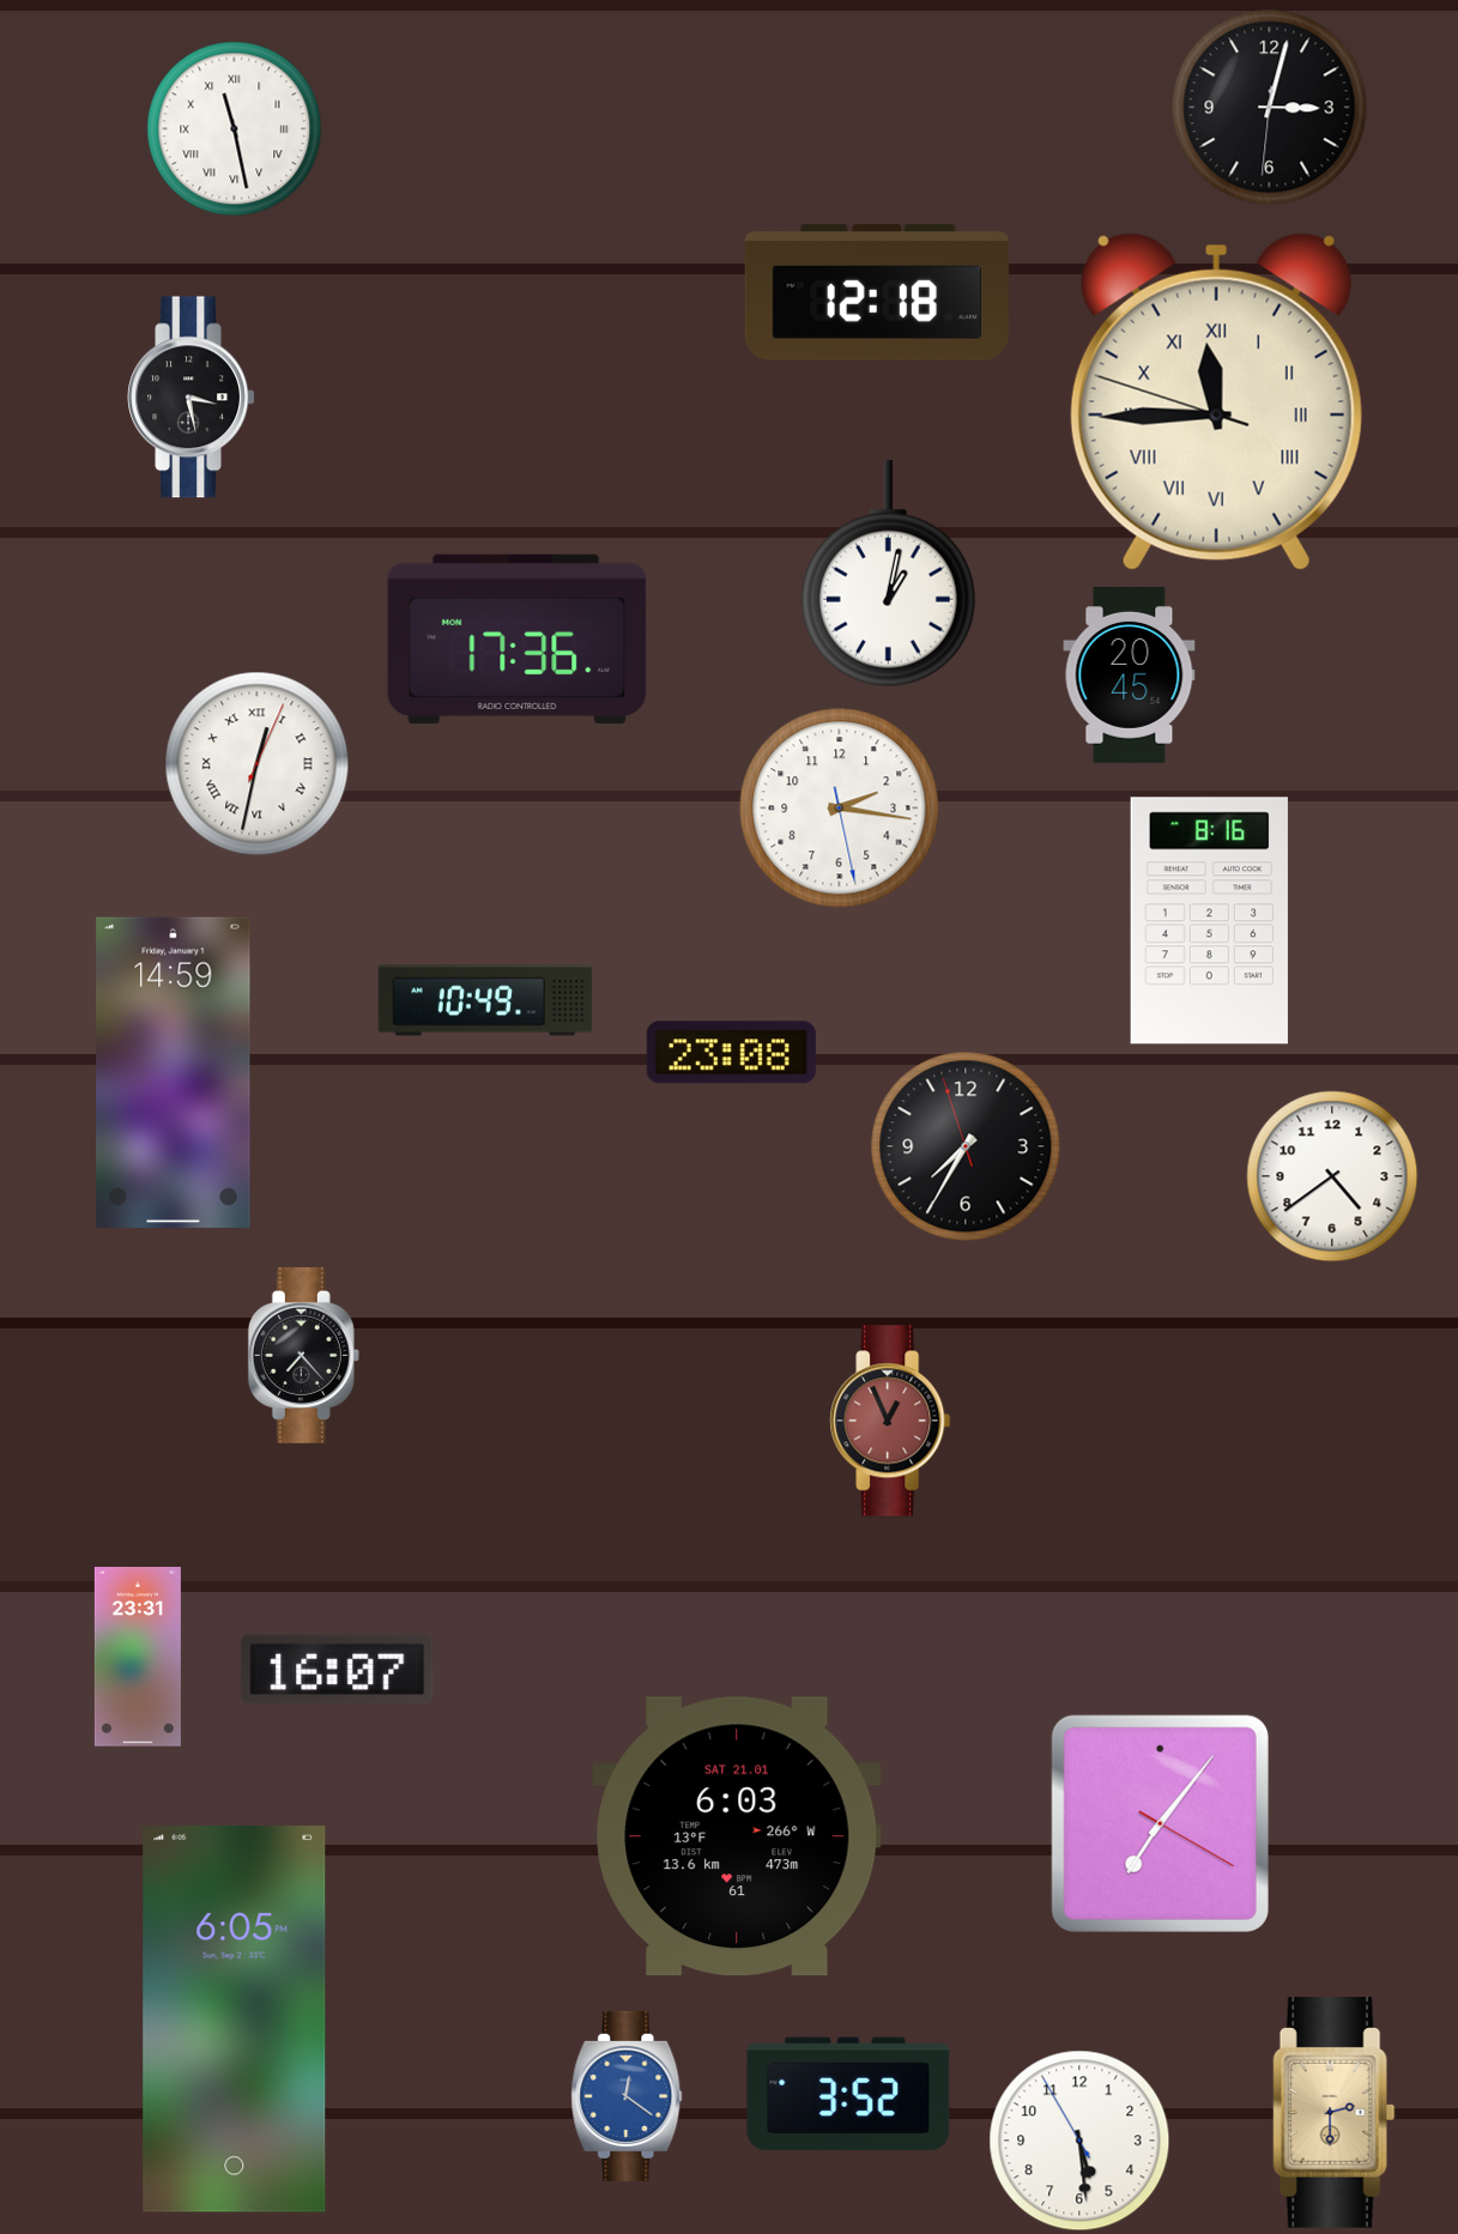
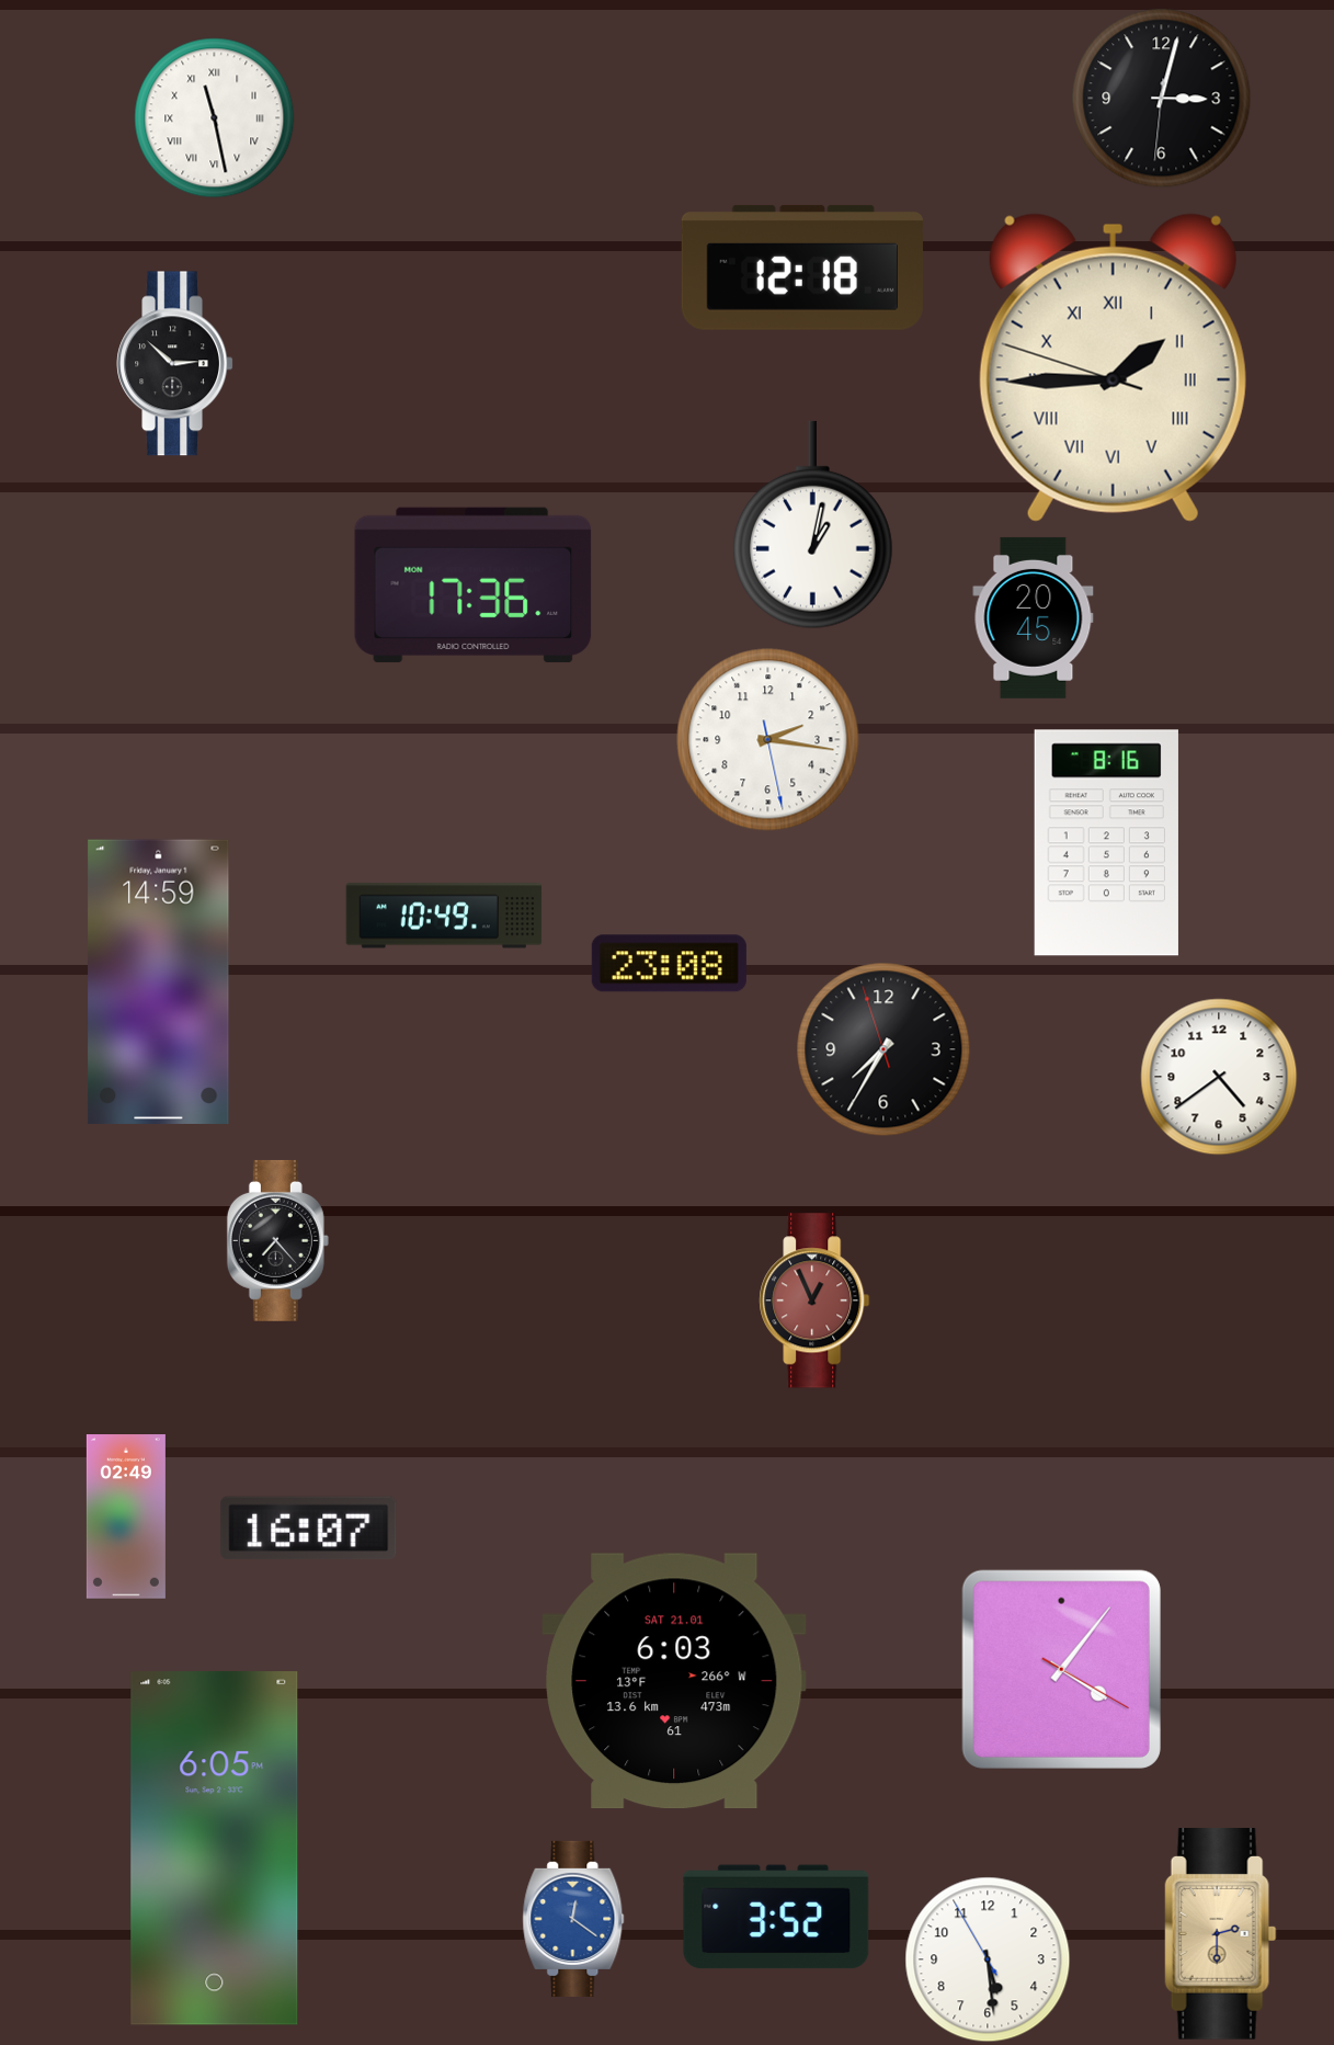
clock at (190, 398): 3:28 -> 2:52
clock at (1216, 401): 11:44 -> 1:44
clock at (258, 764): 12:32 -> none
clock at (138, 1657): 23:31 -> 02:49
clock at (1160, 1823): 7:06 -> 4:06
